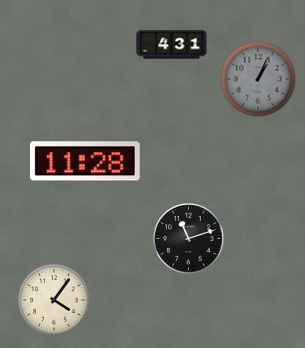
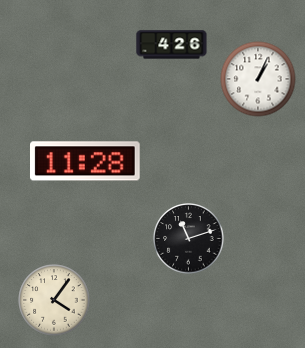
clock at (172, 45): 4:31 -> 4:26
clock at (258, 79) dial: grey -> white
